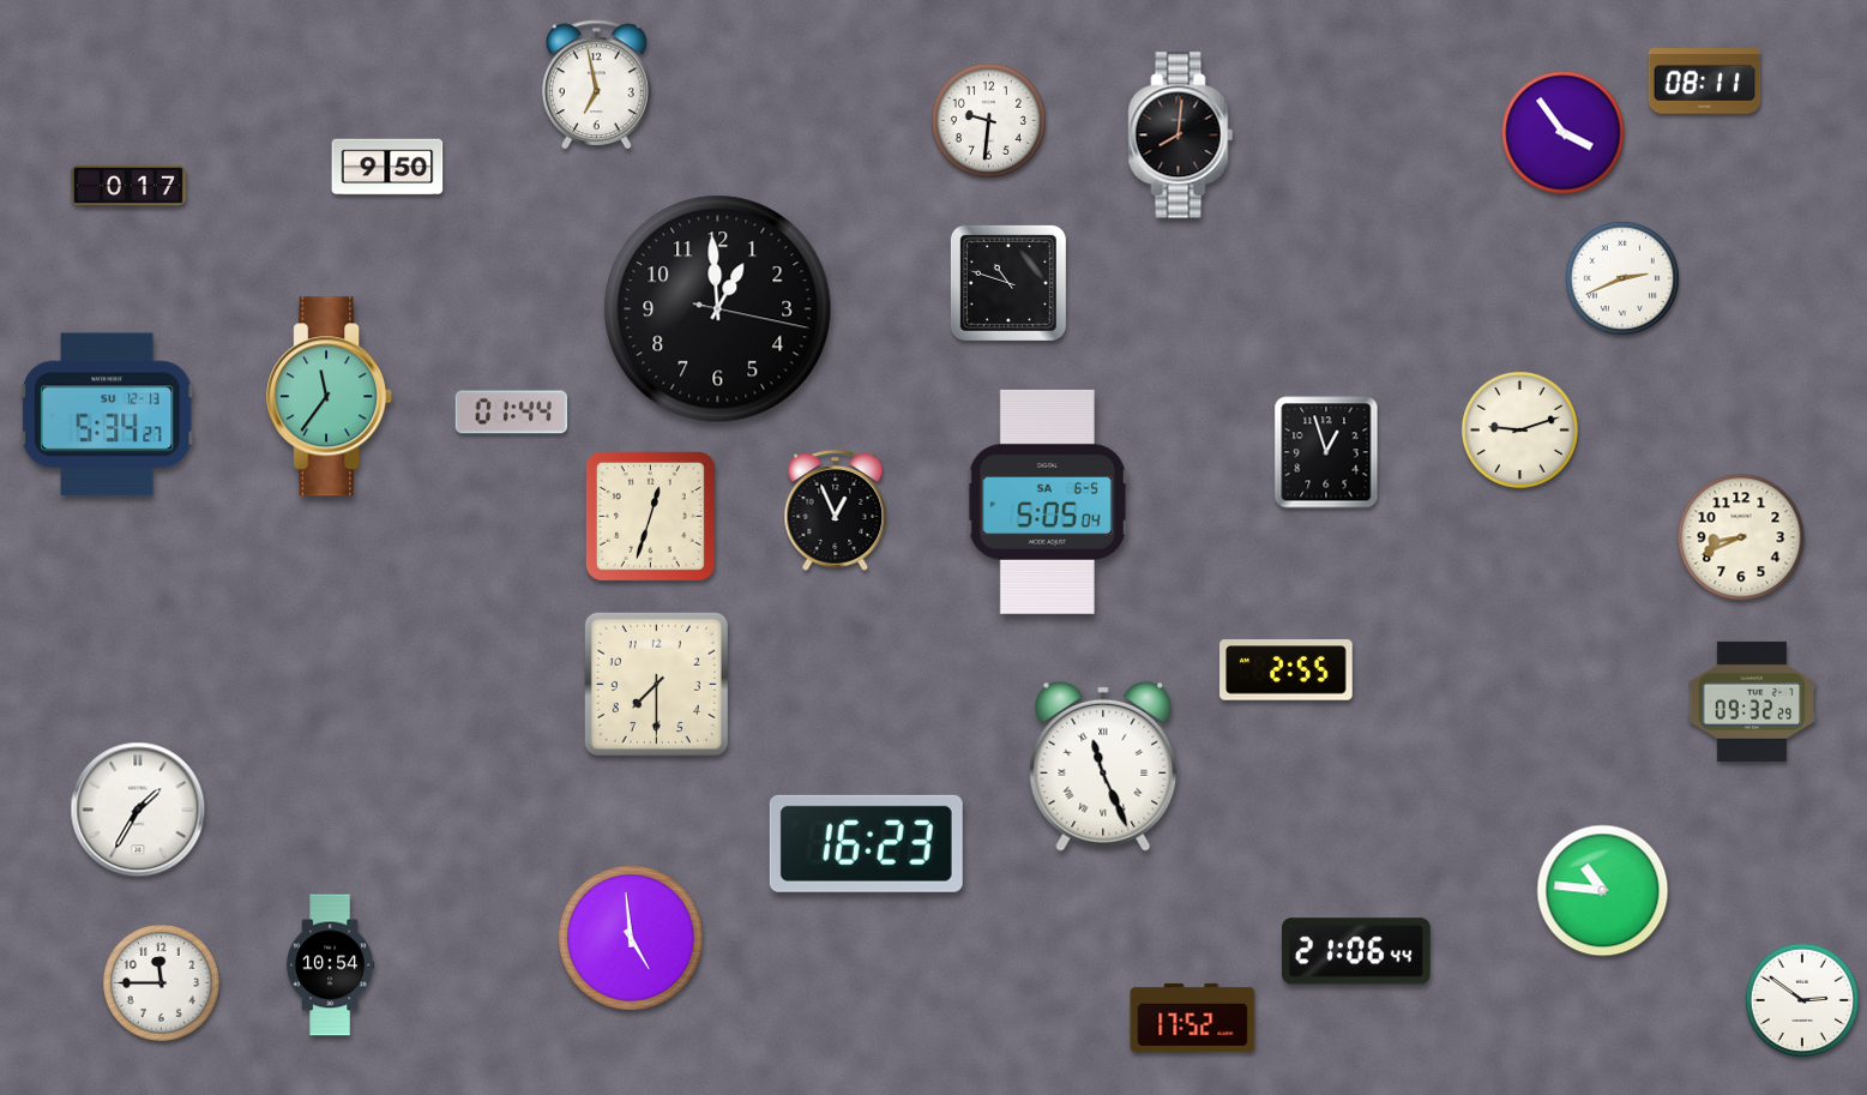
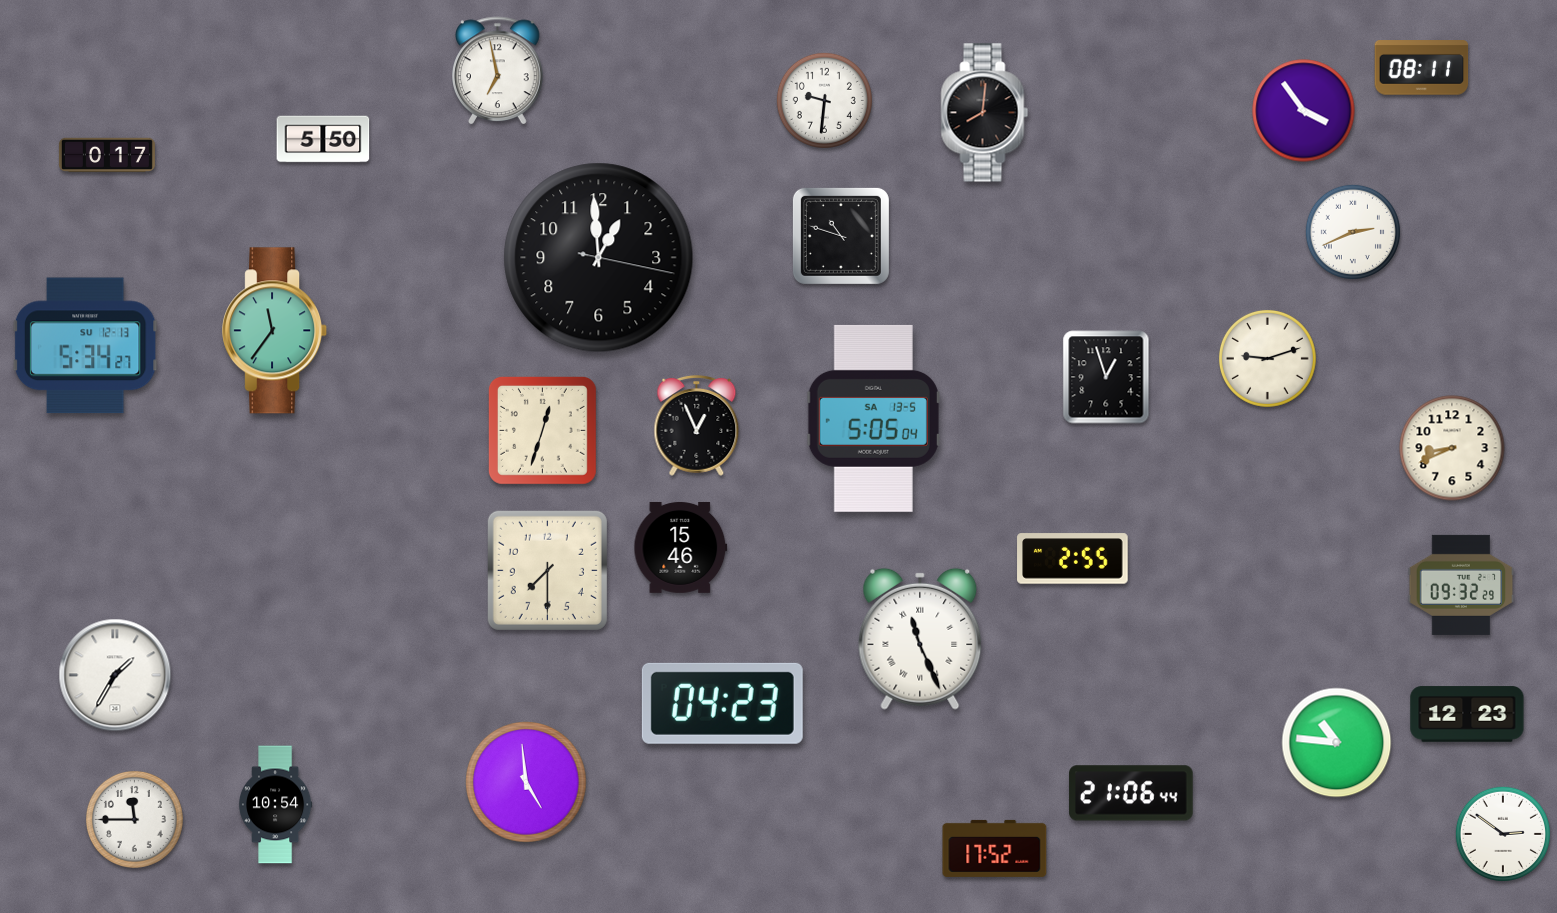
clock at (387, 167): 9:50 -> 5:50
clock at (512, 413): 01:44 -> none
clock at (107, 415) position: (107, 415) -> (85, 346)
clock at (1047, 501) date: SA 6-5 -> SA 13-5
clock at (681, 547): none -> 15:46
clock at (866, 843): 16:23 -> 04:23
clock at (1467, 714): none -> 12:23
